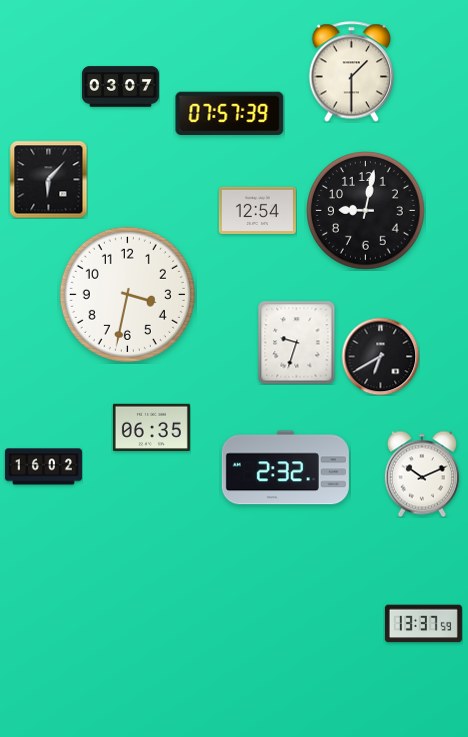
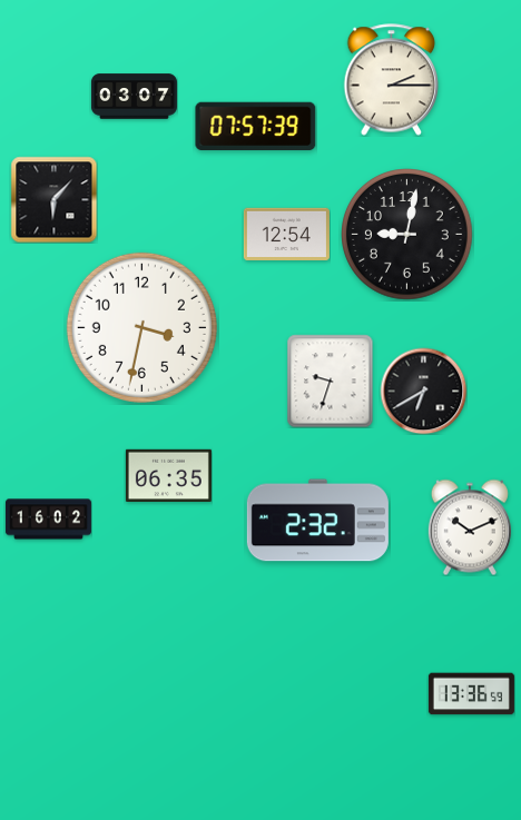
clock at (352, 72): 1:30 -> 2:15
clock at (380, 356) position: (380, 356) -> (423, 391)
clock at (423, 624): 13:37 -> 13:36
